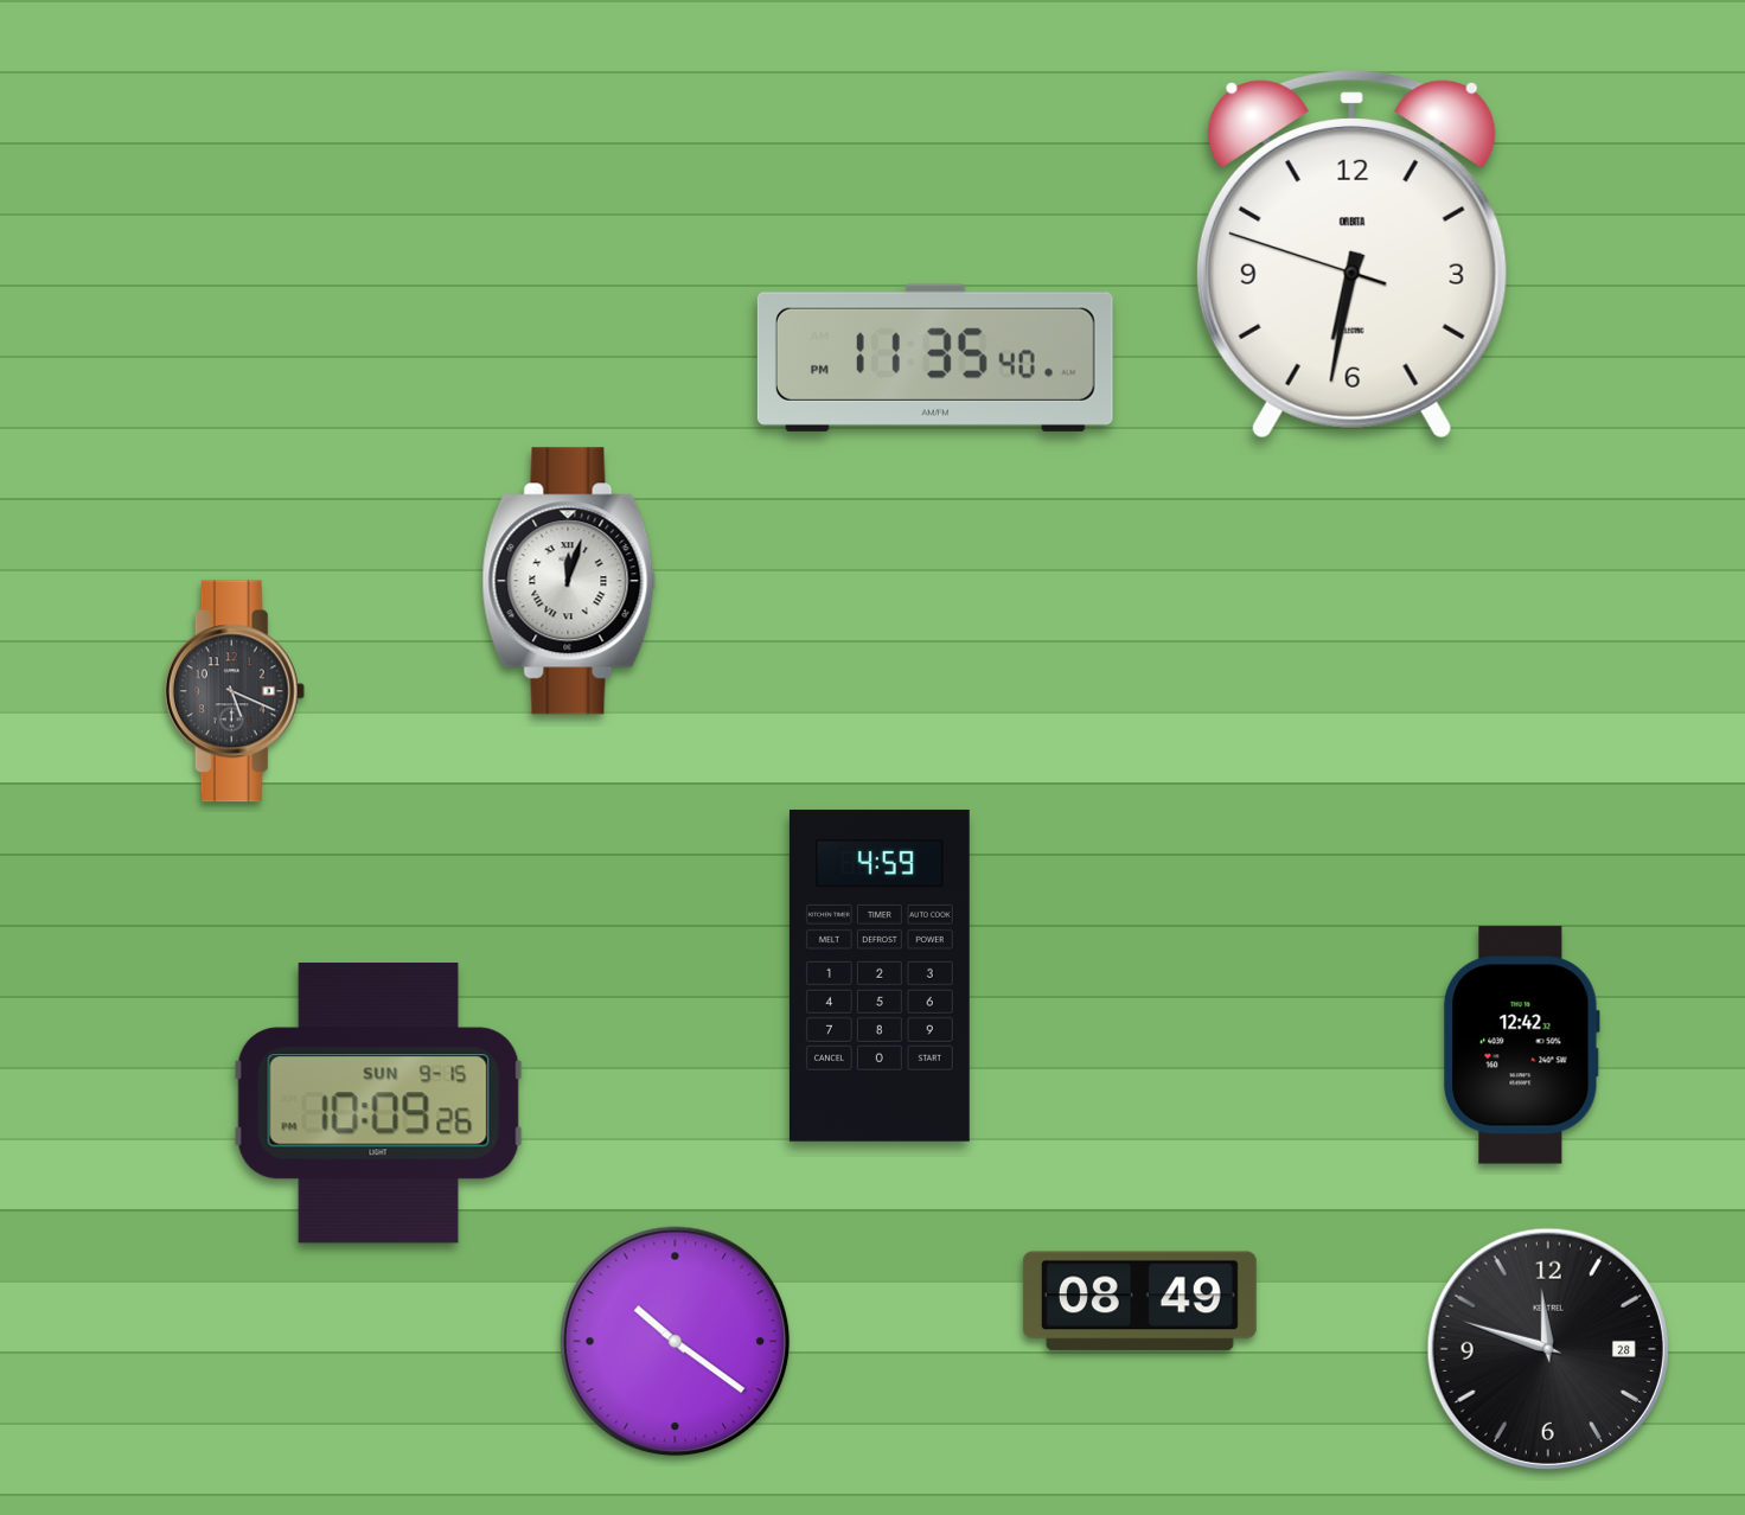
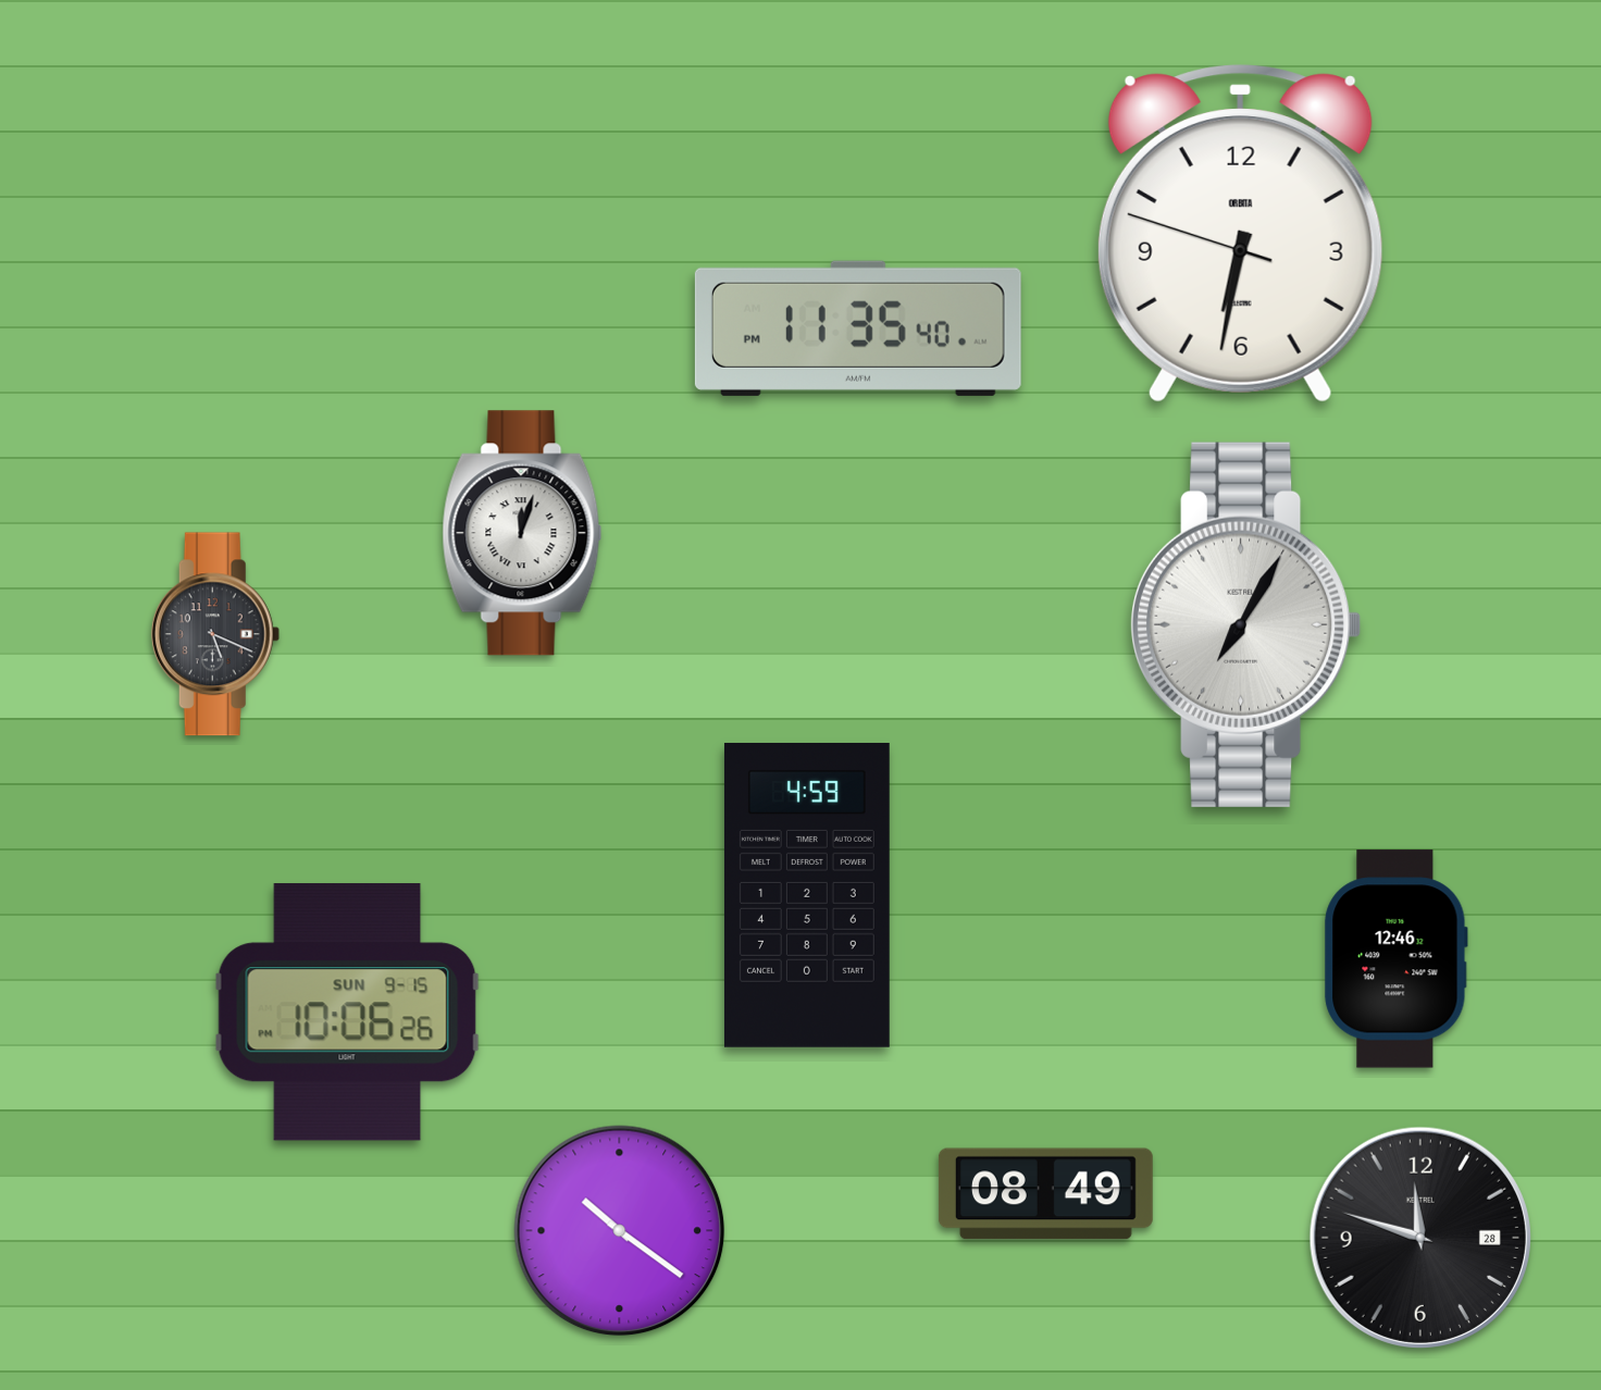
clock at (1246, 624): none -> 7:05
clock at (1521, 1046): 12:42 -> 12:46
clock at (378, 1104): 10:09 -> 10:06
